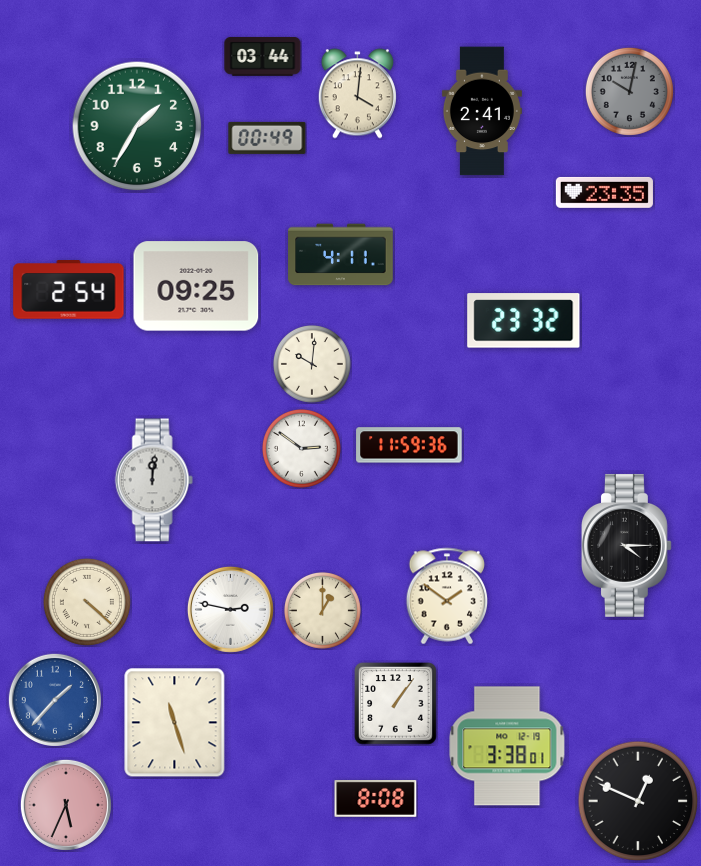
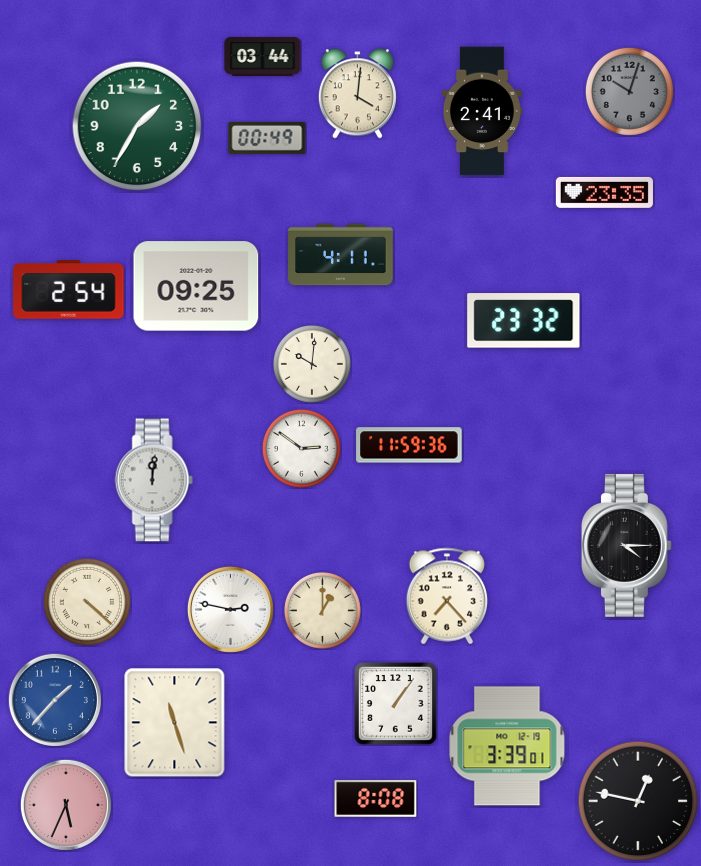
clock at (629, 91): 10:02 -> 10:03
clock at (447, 596): 1:51 -> 7:23
clock at (507, 746): 3:38 -> 3:39
clock at (638, 801): 12:49 -> 12:47
